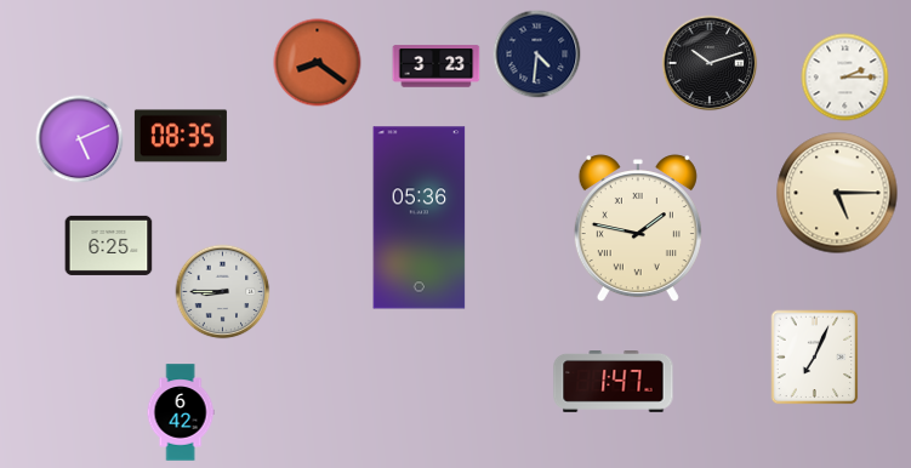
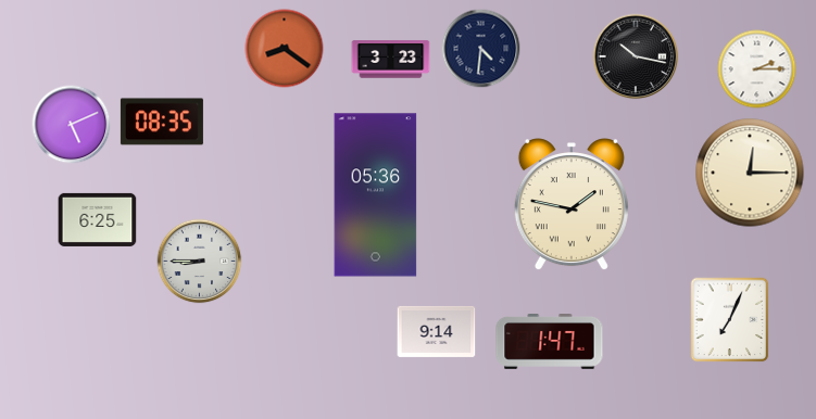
clock at (318, 63) position: (318, 63) -> (285, 49)
clock at (710, 63): 10:12 -> 10:17
clock at (837, 193): 5:15 -> 12:15
clock at (437, 331): none -> 9:14
clock at (181, 412): 6:42 -> none
